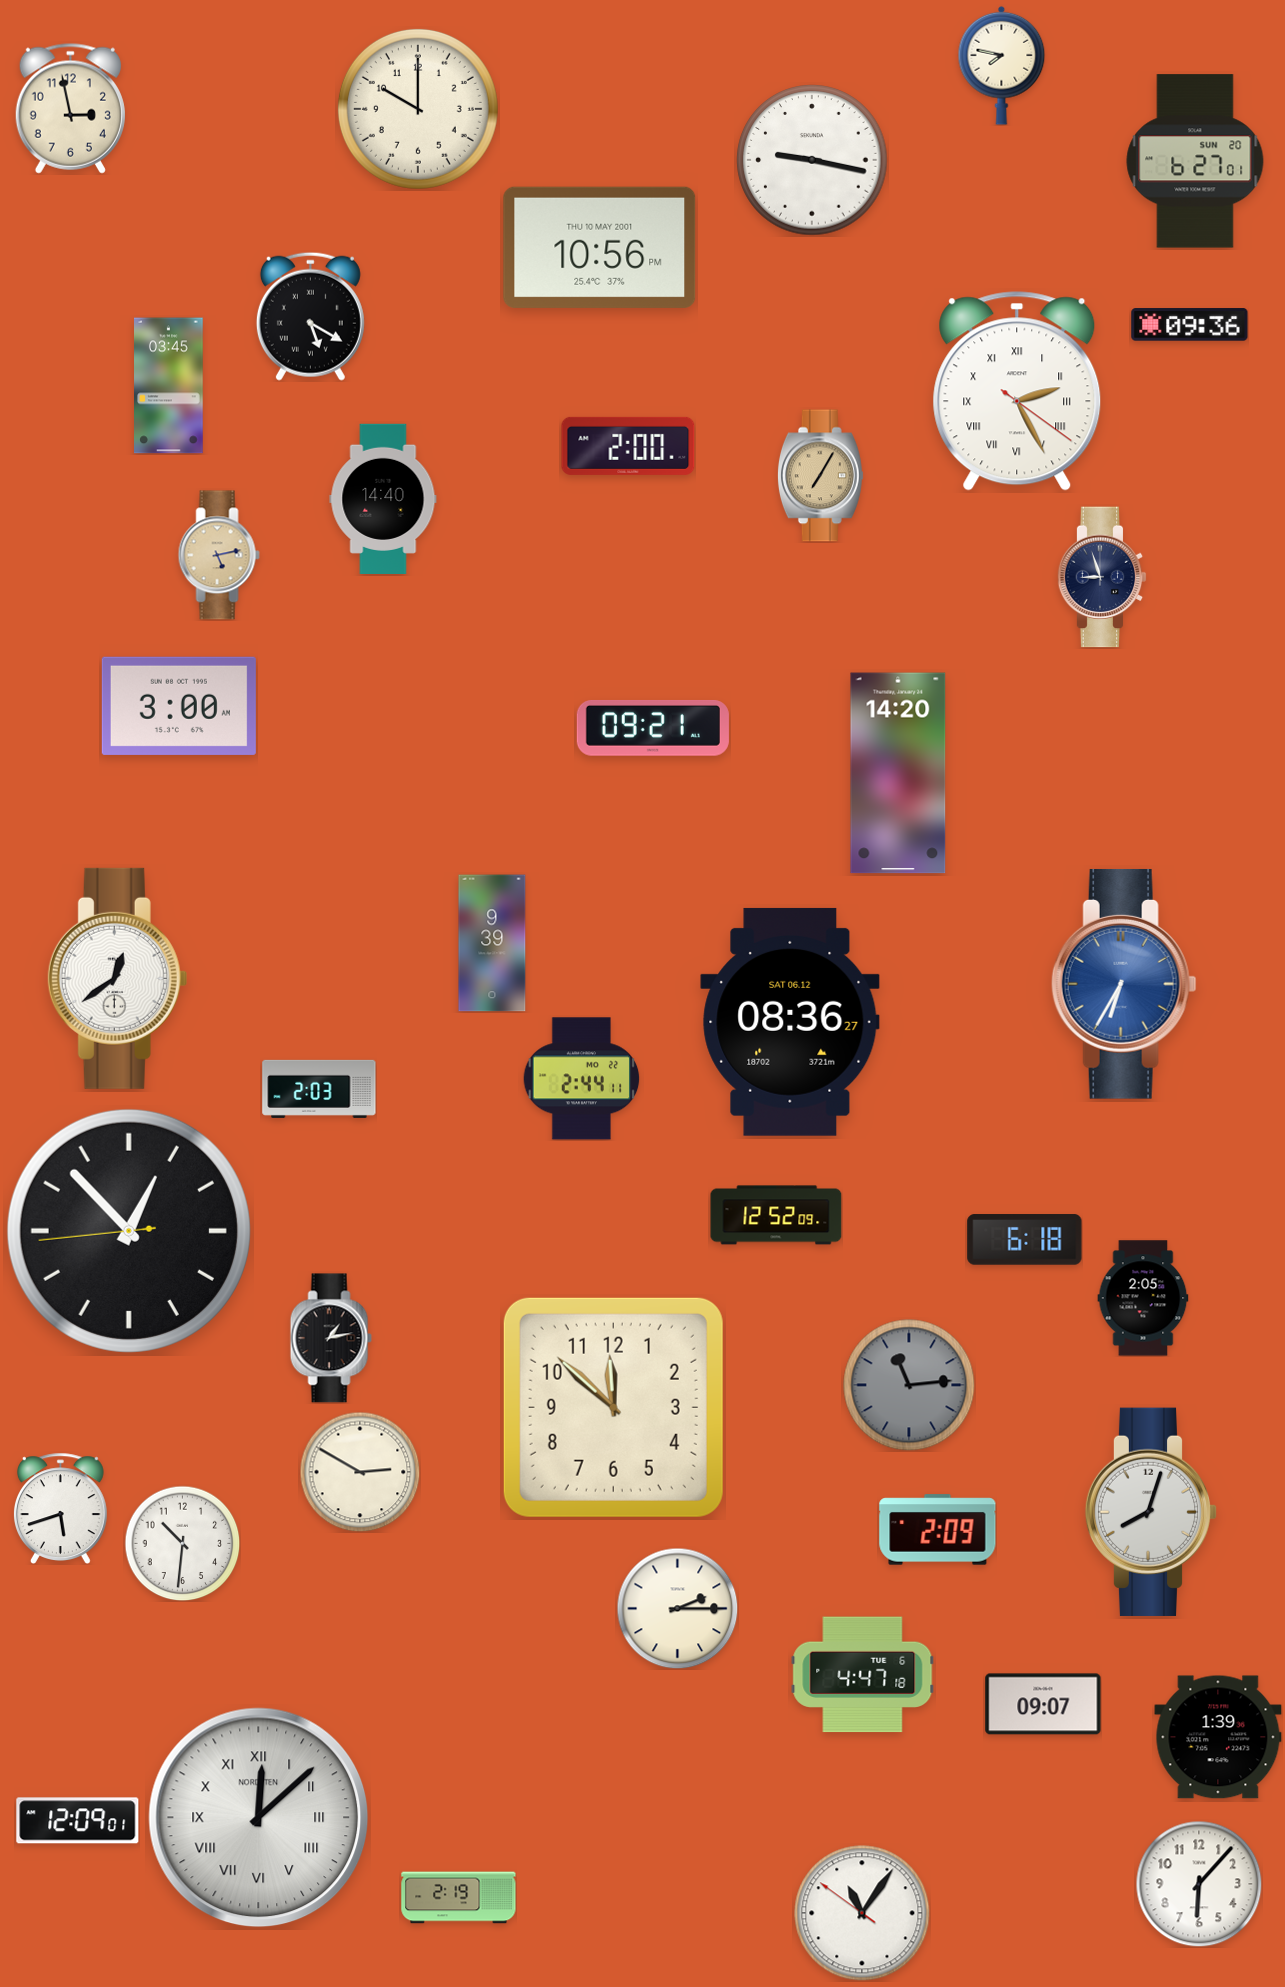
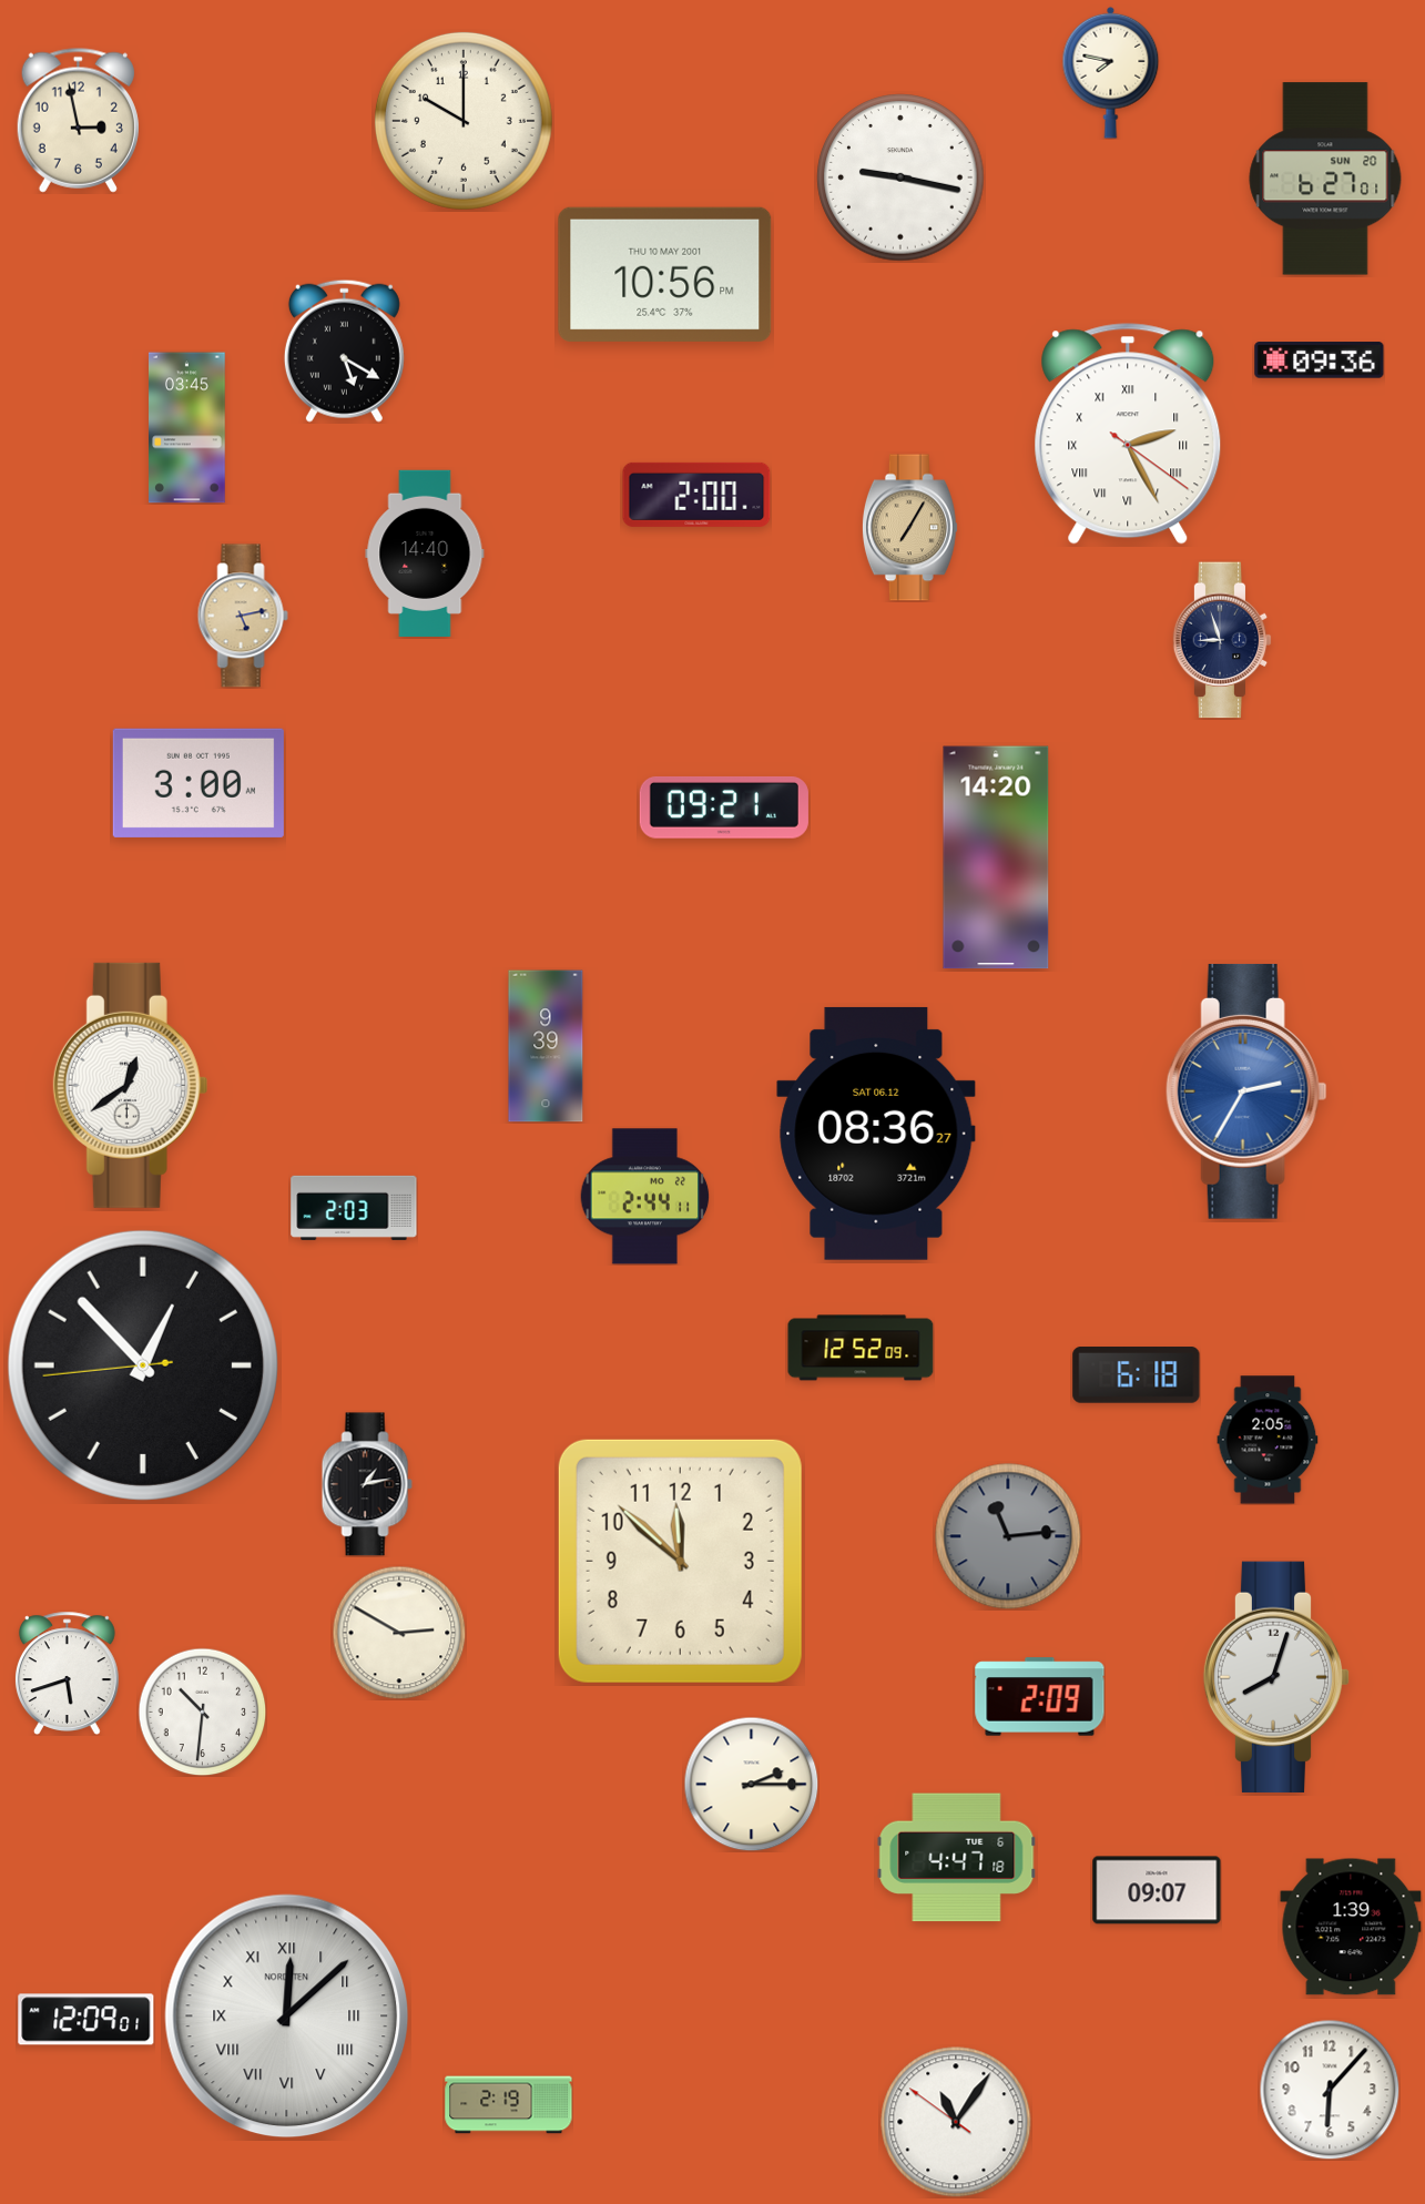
clock at (1124, 984): 6:35 -> 2:35
